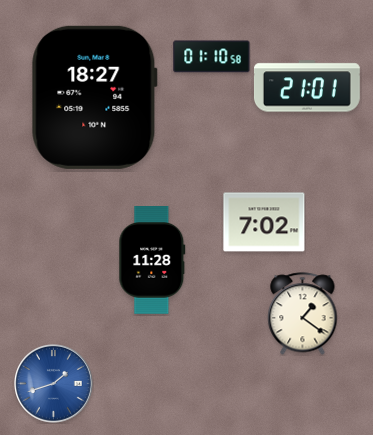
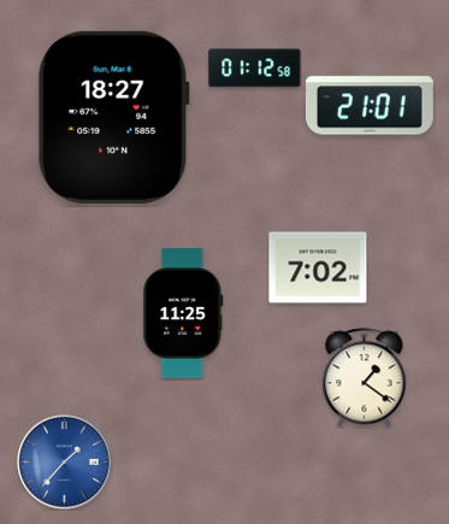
clock at (212, 57): 01:10 -> 01:12
clock at (152, 261): 11:28 -> 11:25
clock at (54, 384): 1:42 -> 1:37
